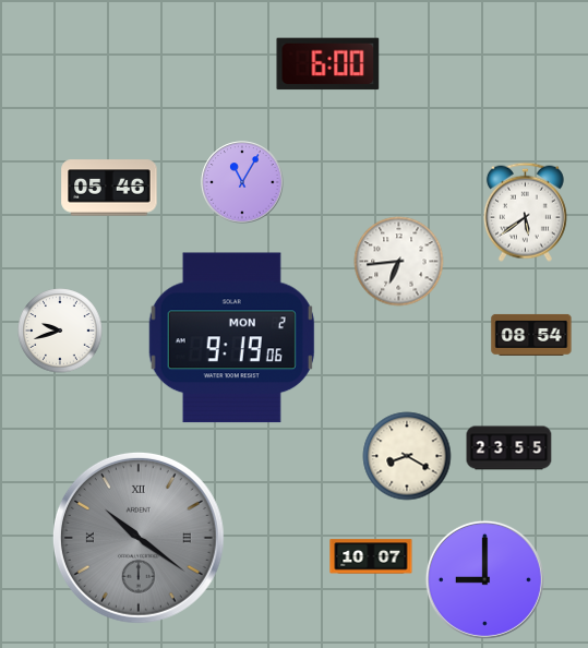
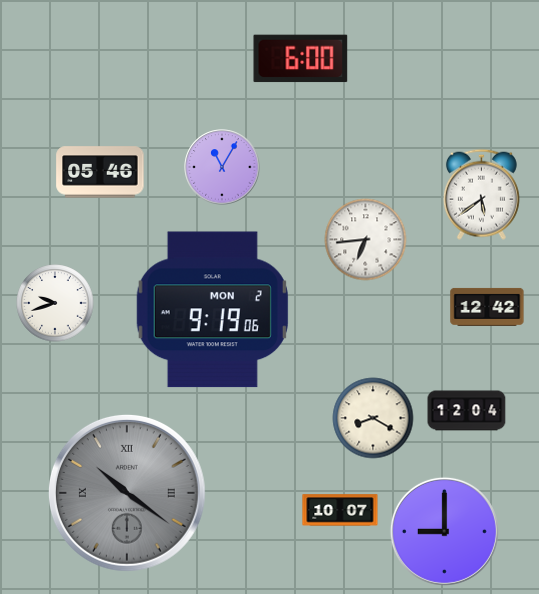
clock at (531, 335): 08:54 -> 12:42
clock at (509, 448): 23:55 -> 12:04
